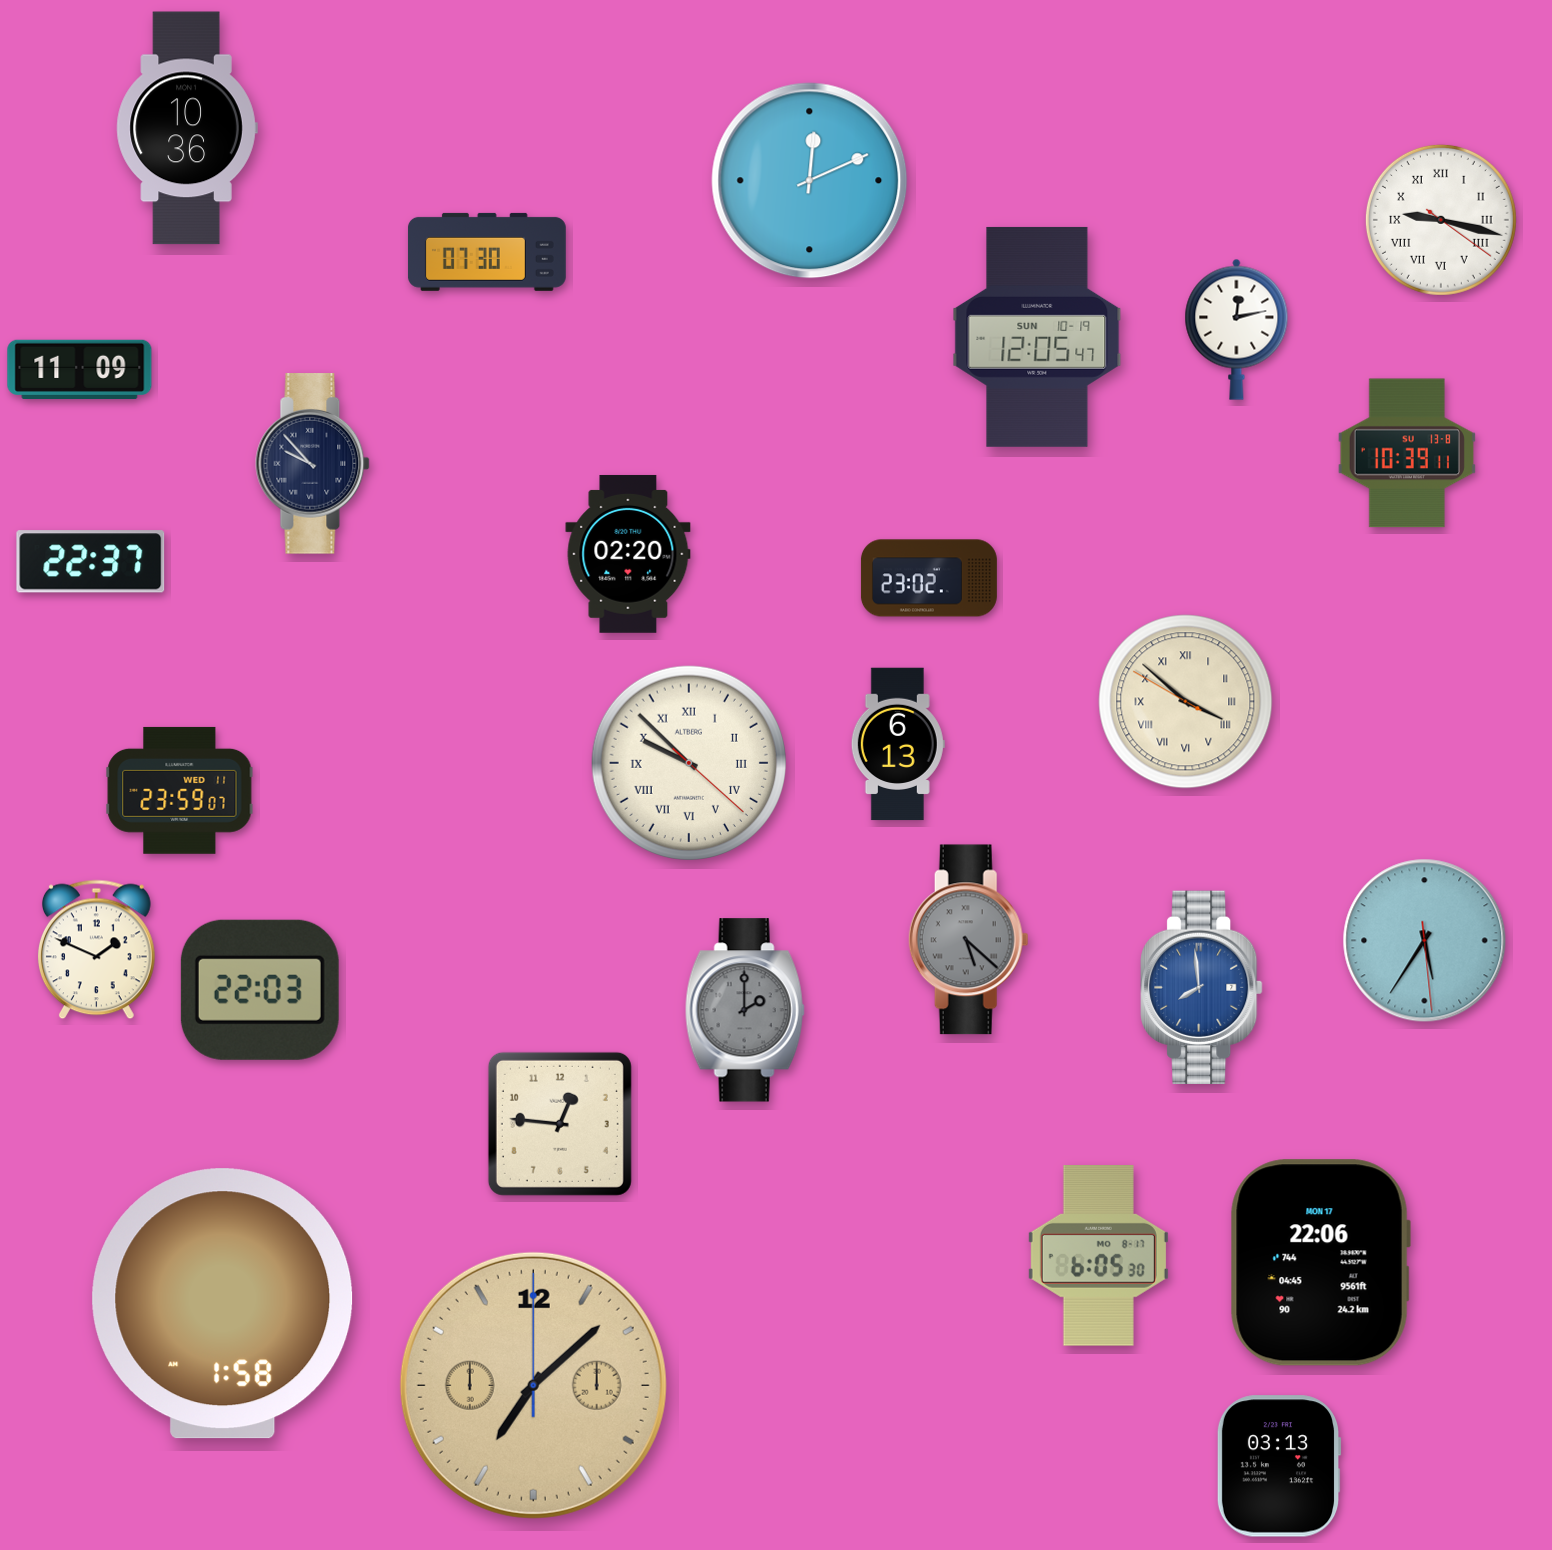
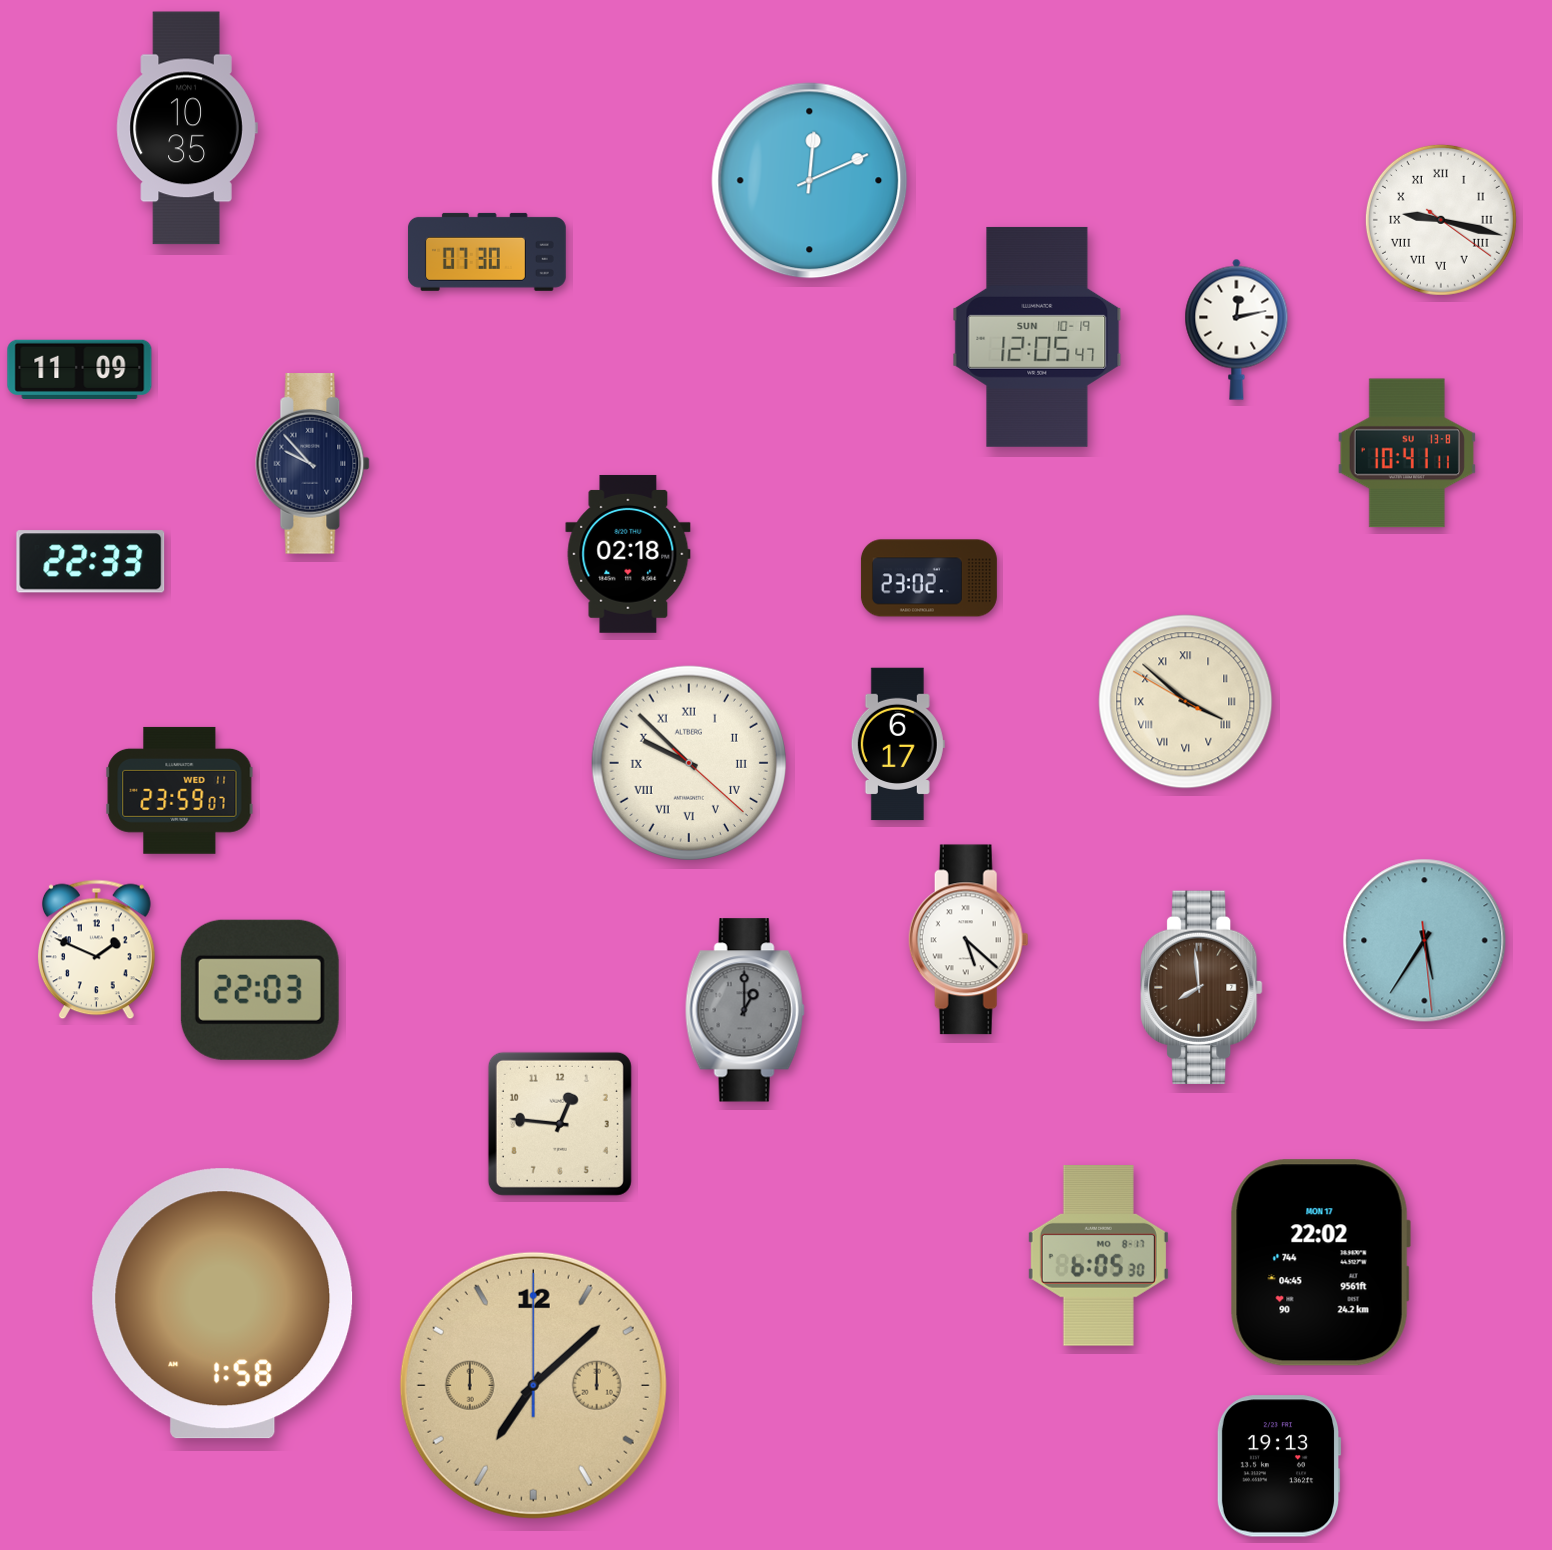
clock at (187, 128): 10:36 -> 10:35
clock at (1407, 453): 10:39 -> 10:41
clock at (628, 554): 02:20 -> 02:18
clock at (91, 562): 22:37 -> 22:33
clock at (898, 744): 6:13 -> 6:17
clock at (968, 940) dial: grey -> white
clock at (1202, 987) dial: blue -> brown
clock at (745, 1010): 2:00 -> 1:00
clock at (1320, 1263): 22:06 -> 22:02
clock at (1279, 1466): 03:13 -> 19:13
